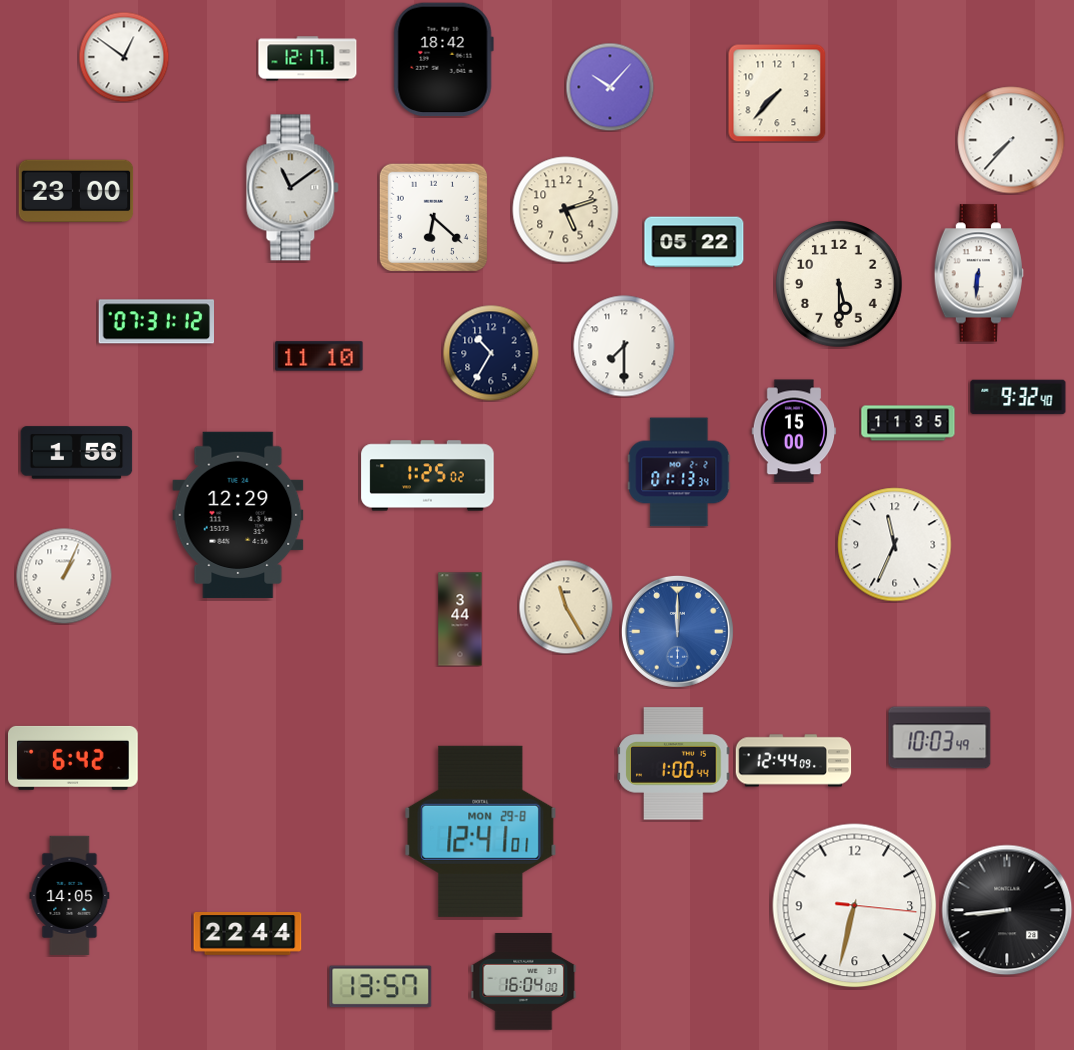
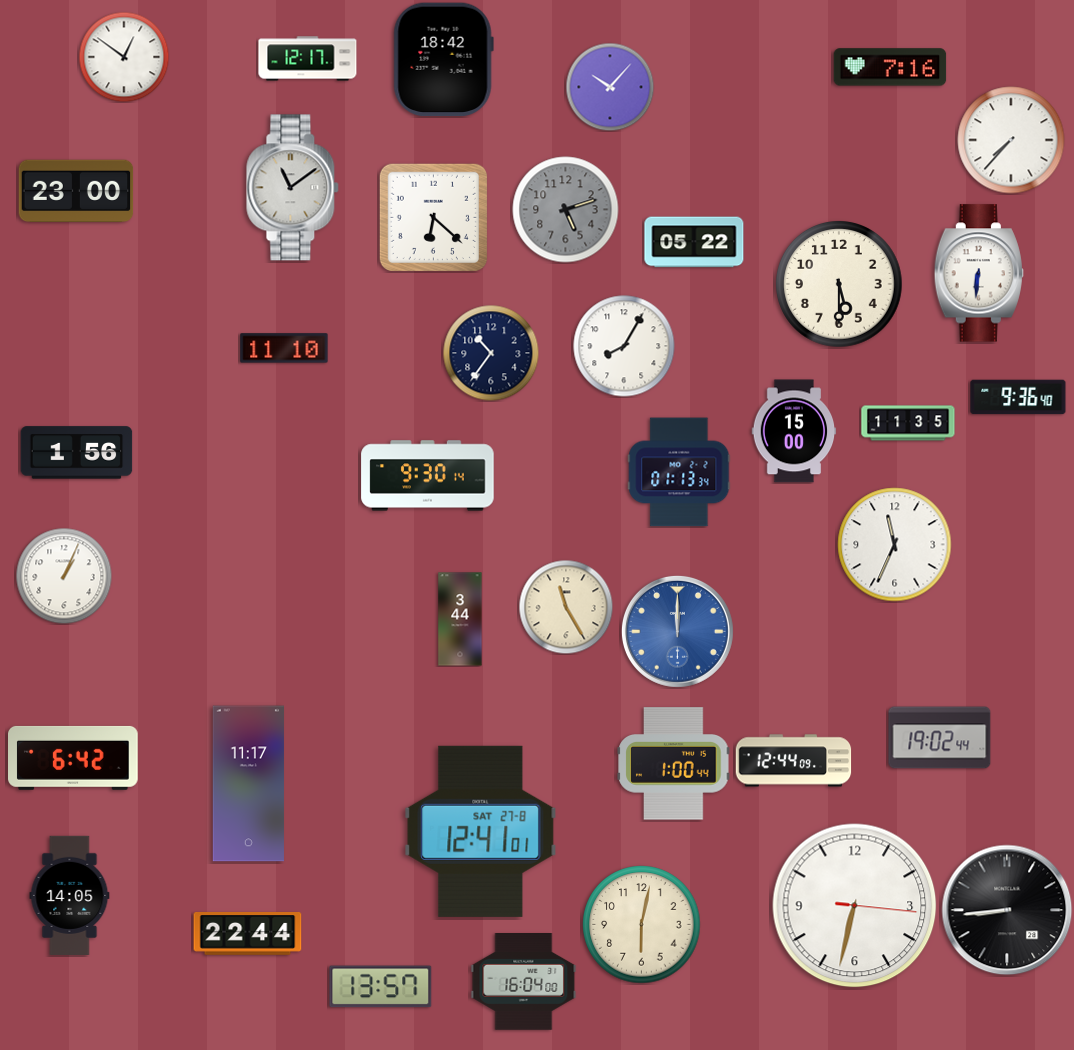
clock at (890, 67): none -> 7:16
clock at (777, 93): 7:37 -> none
clock at (566, 210) dial: cream -> grey
clock at (156, 322): 07:31 -> none
clock at (624, 346): 7:30 -> 8:05
clock at (491, 353): 10:35 -> 10:36
clock at (319, 356) position: (319, 356) -> (284, 348)
clock at (1018, 397): 9:32 -> 9:36
clock at (428, 476): 1:25 -> 9:30
clock at (238, 515): 12:29 -> none
clock at (940, 738): 10:03 -> 19:02
clock at (248, 784): none -> 11:17
clock at (481, 831) date: MON 29-8 -> SAT 27-8
clock at (642, 925): none -> 6:02
